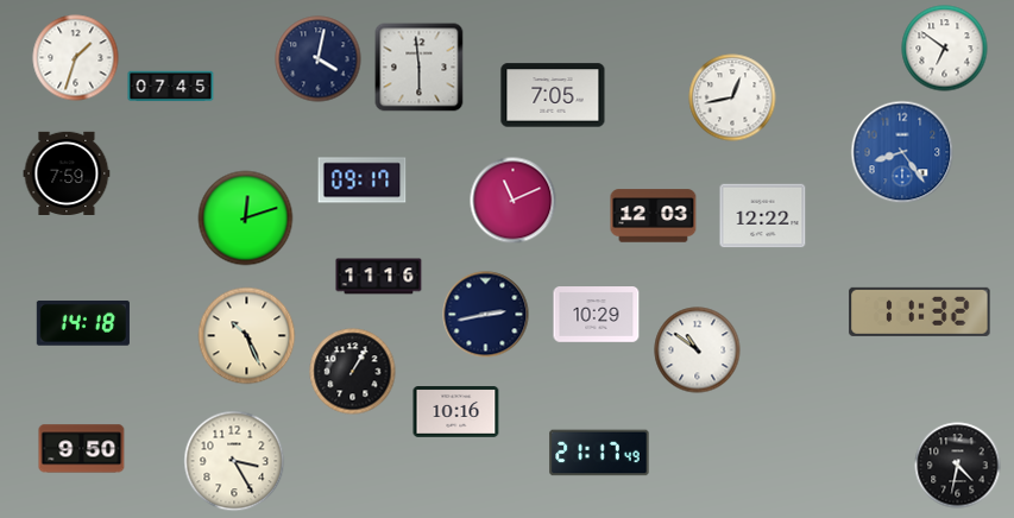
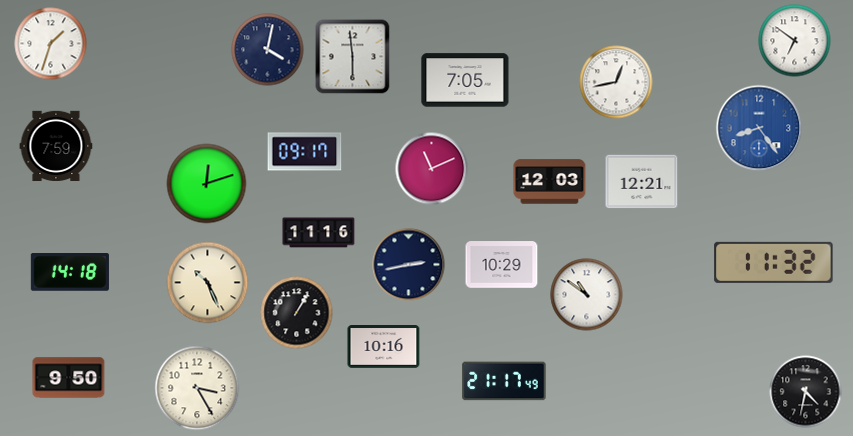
clock at (76, 58) position: (76, 58) -> (51, 44)
clock at (171, 87): 07:45 -> none
clock at (763, 216): 12:22 -> 12:21
